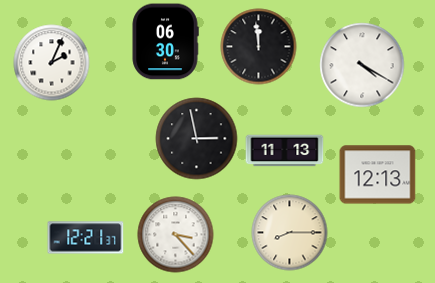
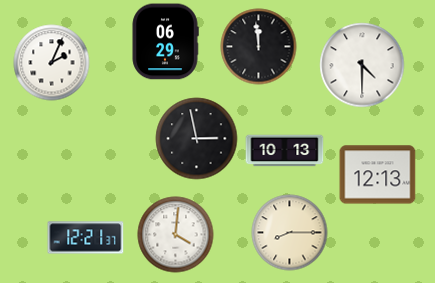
clock at (165, 42): 06:30 -> 06:29
clock at (362, 65): 4:20 -> 4:30
clock at (285, 151): 11:13 -> 10:13
clock at (176, 235): 3:23 -> 4:01
